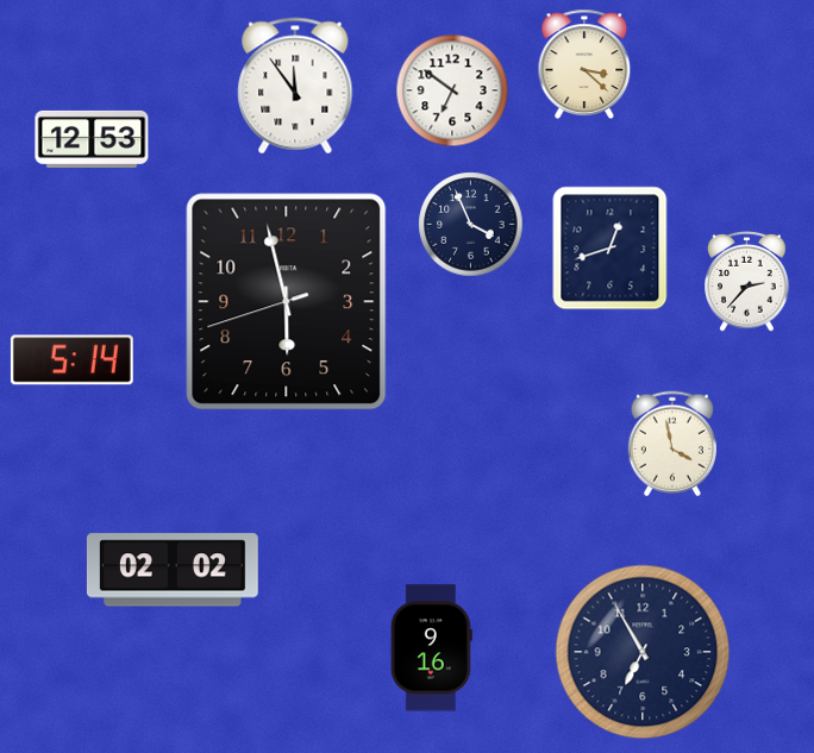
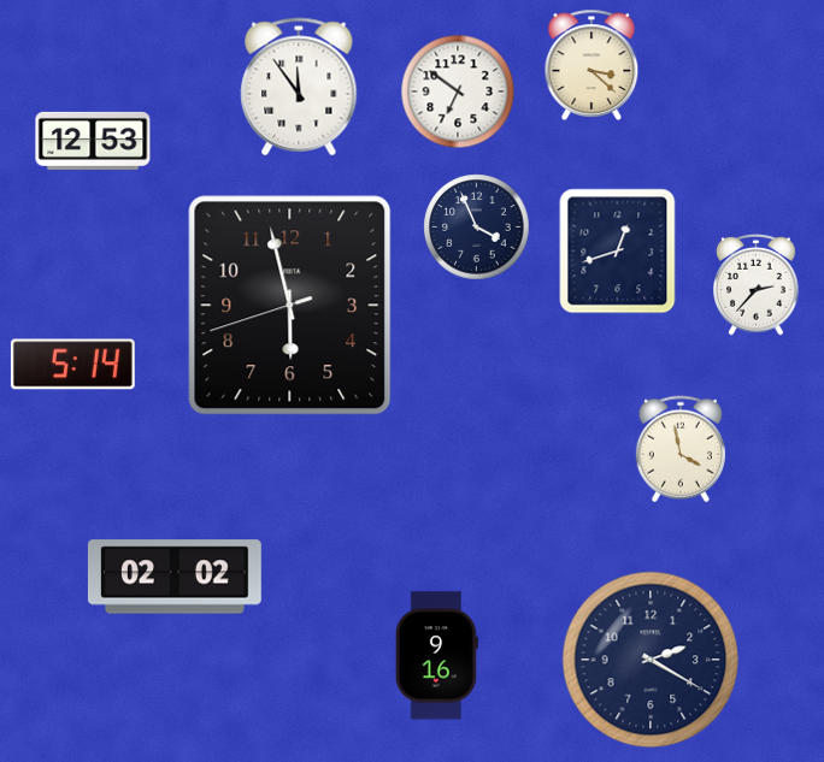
clock at (643, 652): 6:55 -> 2:20
